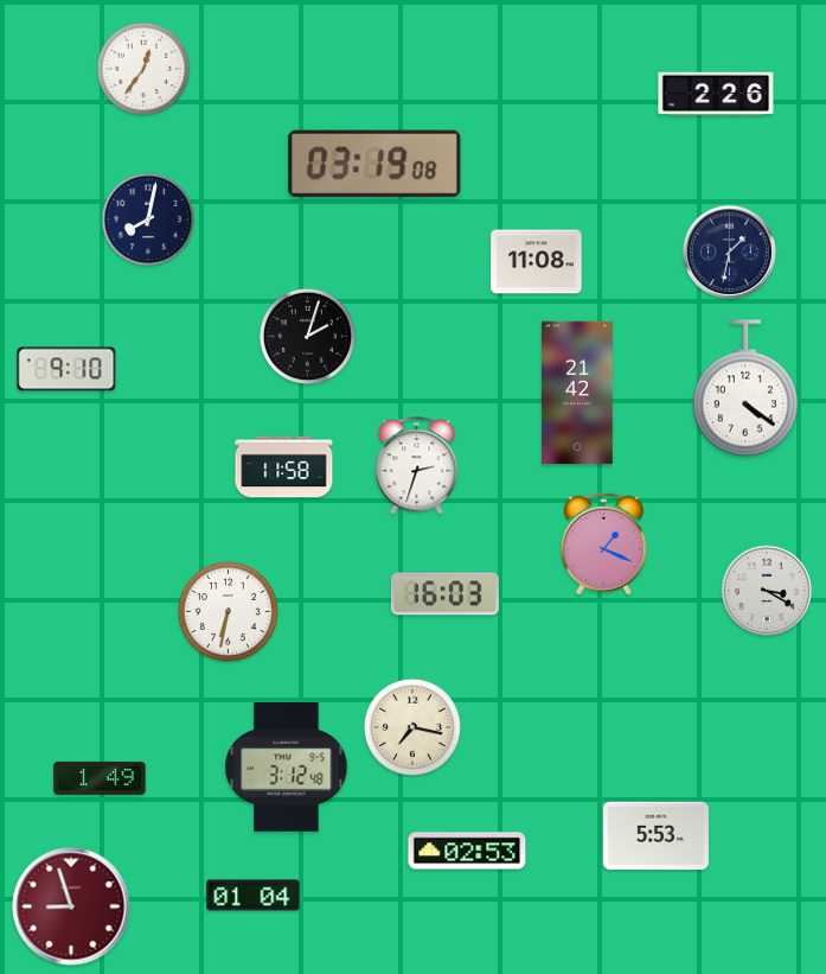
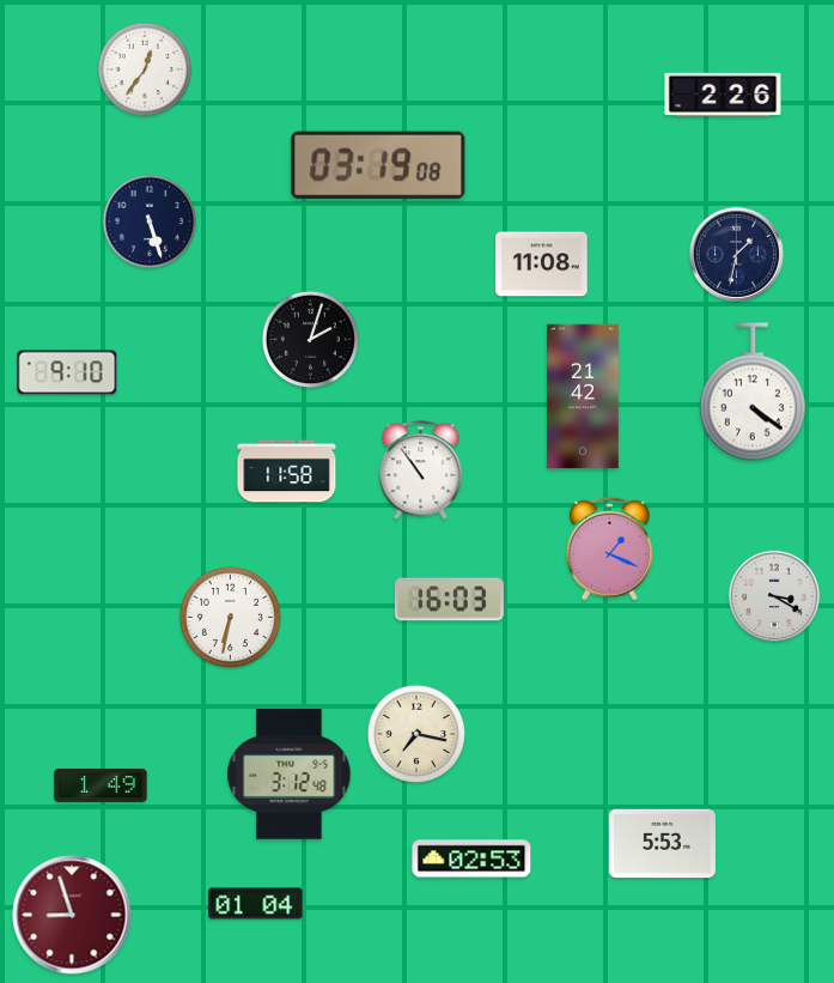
clock at (148, 219): 8:02 -> 5:27
clock at (417, 466): 2:33 -> 10:54
